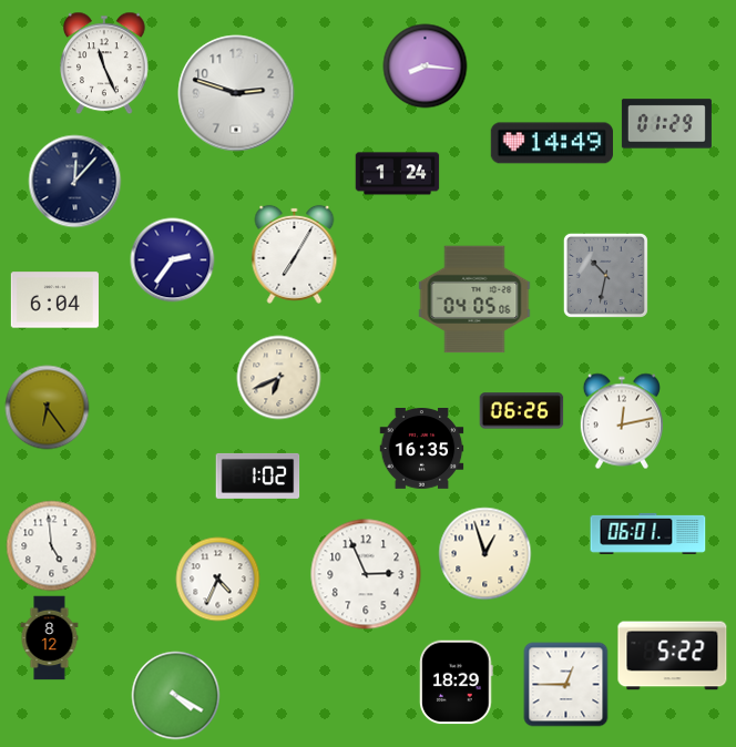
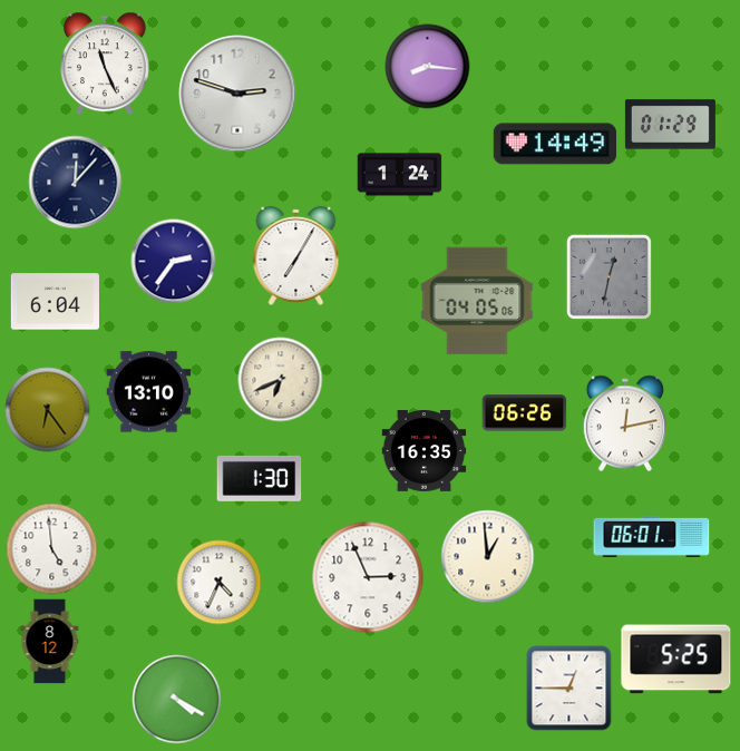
clock at (605, 275): 10:32 -> 12:32
clock at (149, 392): none -> 13:10
clock at (258, 475): 1:02 -> 1:30
clock at (485, 554): 12:57 -> 12:59
clock at (673, 656): 5:22 -> 5:25
clock at (457, 683): 18:29 -> none
